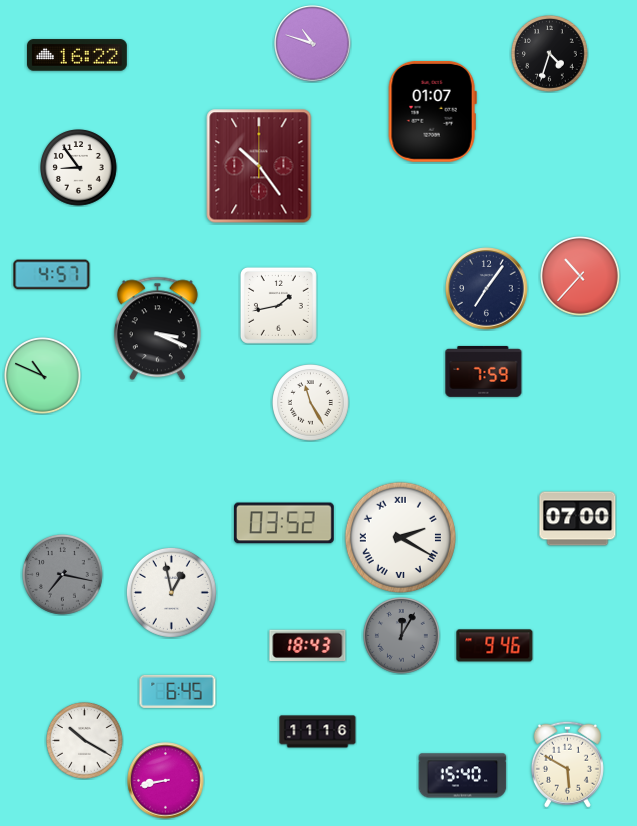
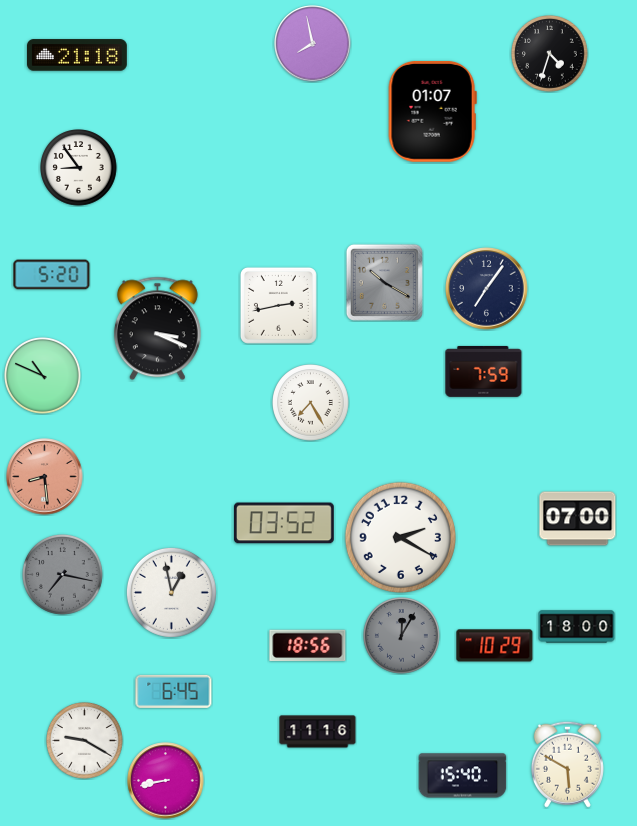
clock at (313, 44): 10:48 -> 7:58
clock at (78, 55): 16:22 -> 21:18
clock at (259, 166): 10:24 -> none
clock at (52, 275): 4:57 -> 5:20
clock at (581, 277): 10:37 -> none
clock at (384, 282): none -> 10:20
clock at (278, 305): 1:43 -> 2:43
clock at (311, 403): 11:25 -> 7:25
clock at (45, 477): none -> 8:29
clock at (400, 537) numerals: Roman -> Arabic
clock at (577, 627): none -> 18:00
clock at (308, 646): 18:43 -> 18:56
clock at (495, 646): 9:46 -> 10:29
clock at (178, 691) position: (178, 691) -> (174, 691)
clock at (85, 741): 10:20 -> 9:20
